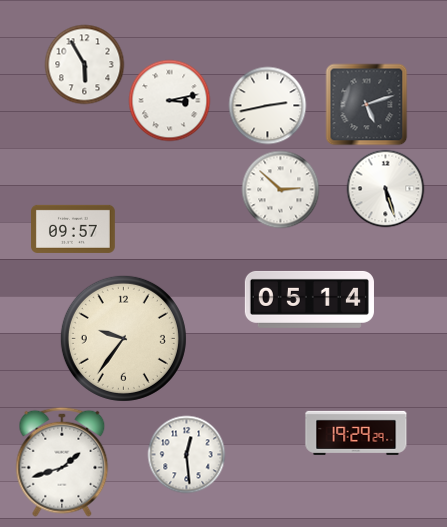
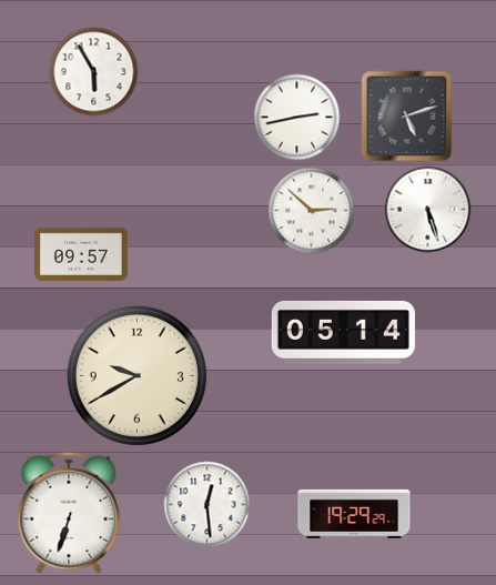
clock at (169, 100): 3:13 -> none
clock at (123, 338): 9:36 -> 9:40
clock at (356, 433) position: (356, 433) -> (354, 514)
clock at (62, 462): 1:42 -> 6:33
